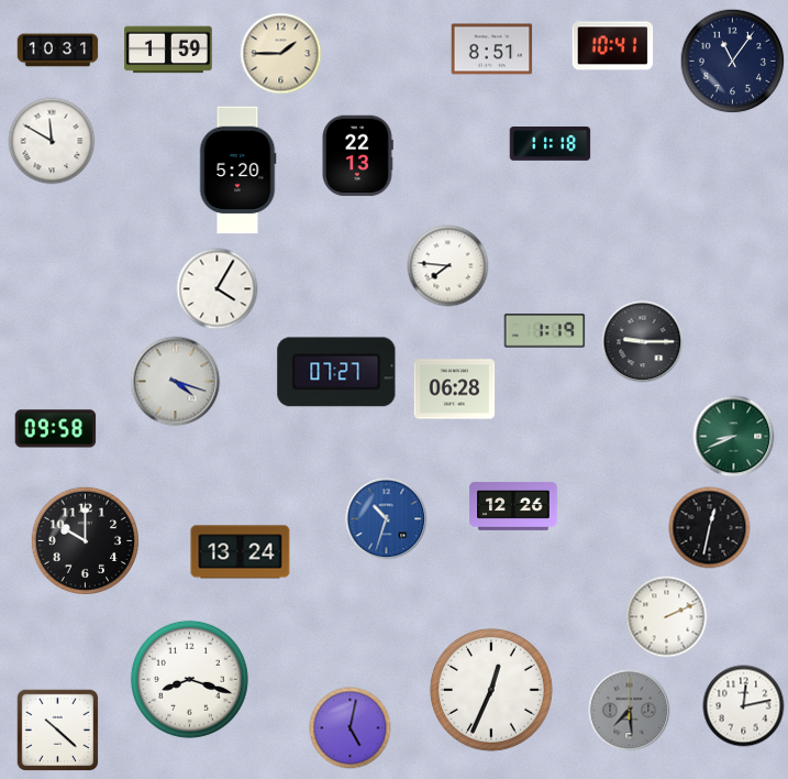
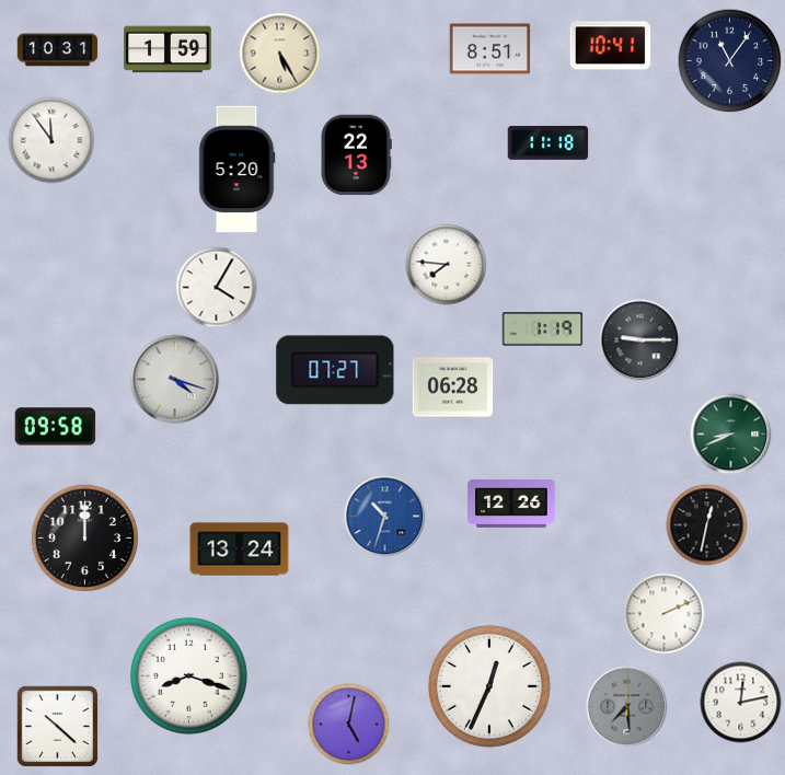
clock at (281, 54): 1:45 -> 5:25
clock at (52, 141): 11:50 -> 11:54
clock at (85, 540): 10:00 -> 12:00
